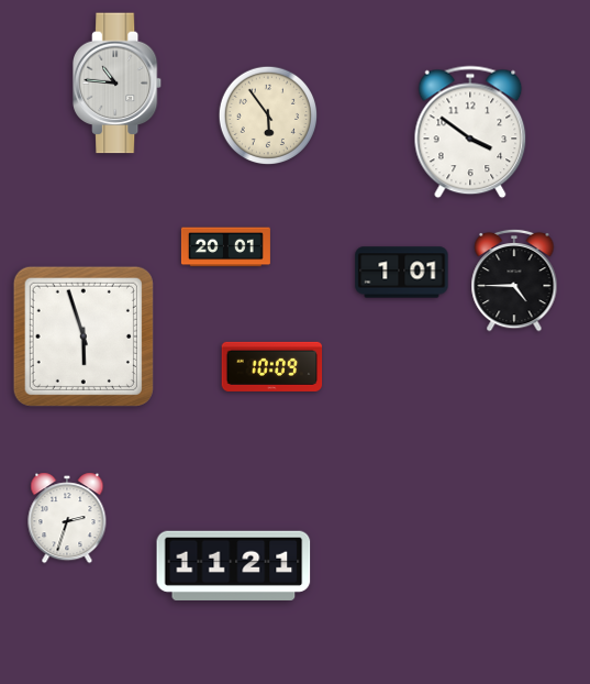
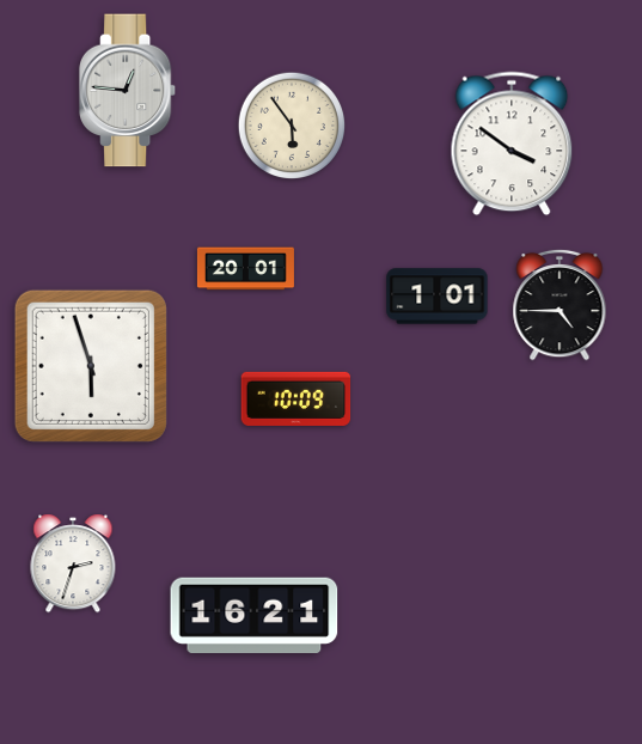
clock at (118, 84): 10:46 -> 12:46
clock at (234, 565): 11:21 -> 16:21
